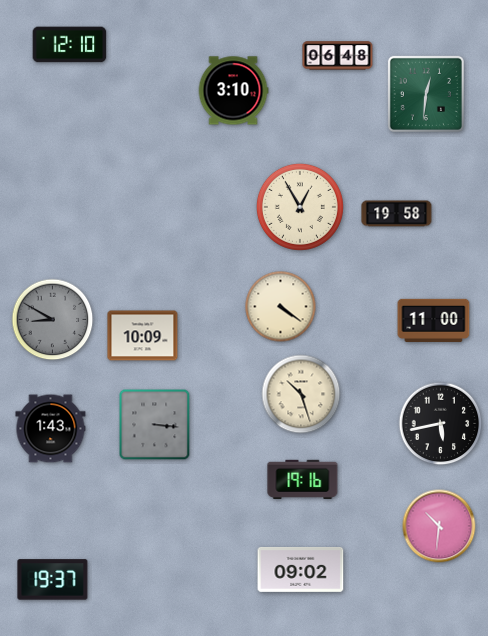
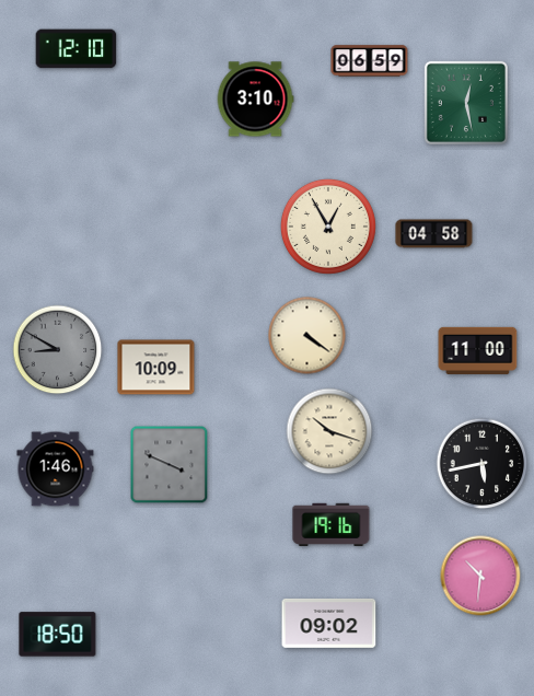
clock at (338, 56): 06:48 -> 06:59
clock at (426, 94): 12:31 -> 12:28
clock at (397, 214): 19:58 -> 04:58
clock at (434, 320) position: (434, 320) -> (478, 350)
clock at (301, 394): 10:27 -> 10:18
clock at (155, 425): 3:16 -> 3:49
clock at (51, 429): 1:43 -> 1:46
clock at (53, 580): 19:37 -> 18:50
